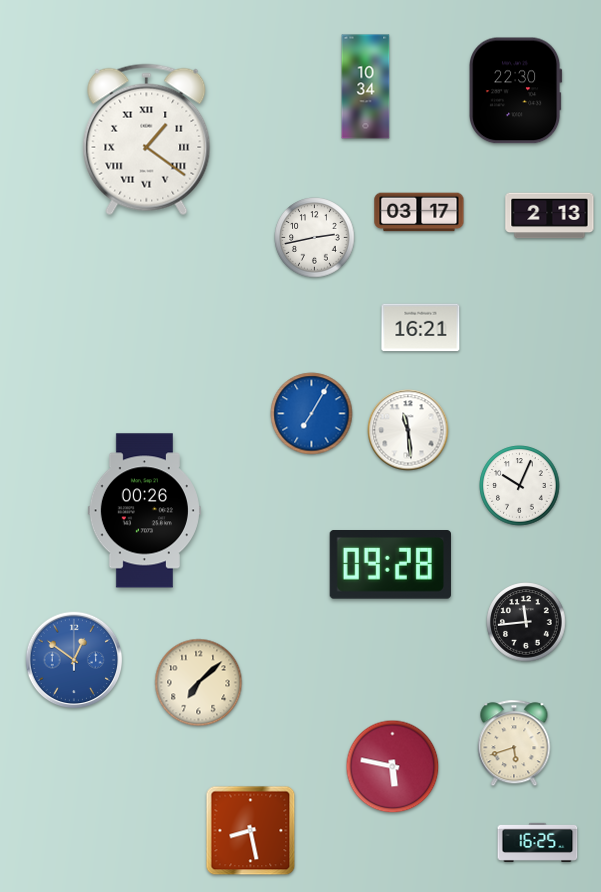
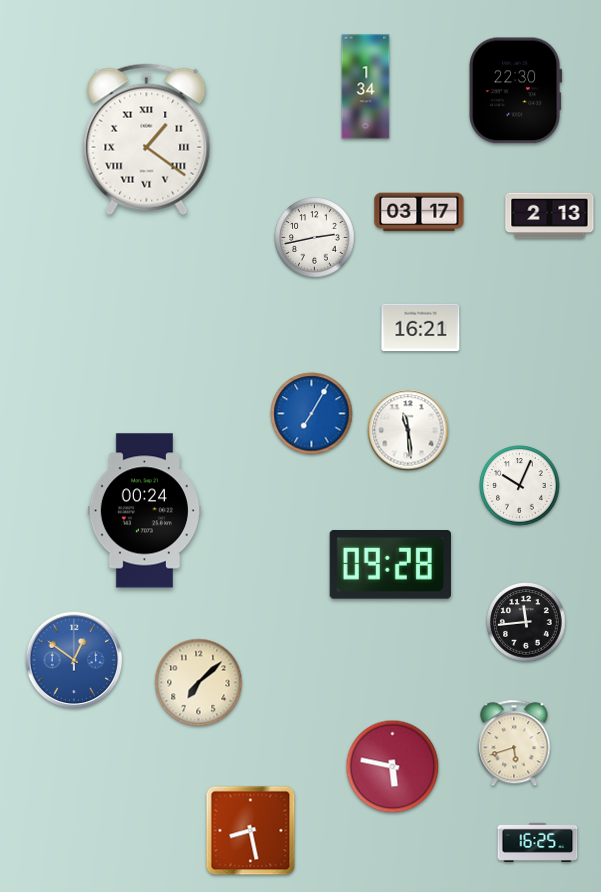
clock at (366, 87): 10:34 -> 1:34
clock at (144, 511): 00:26 -> 00:24
